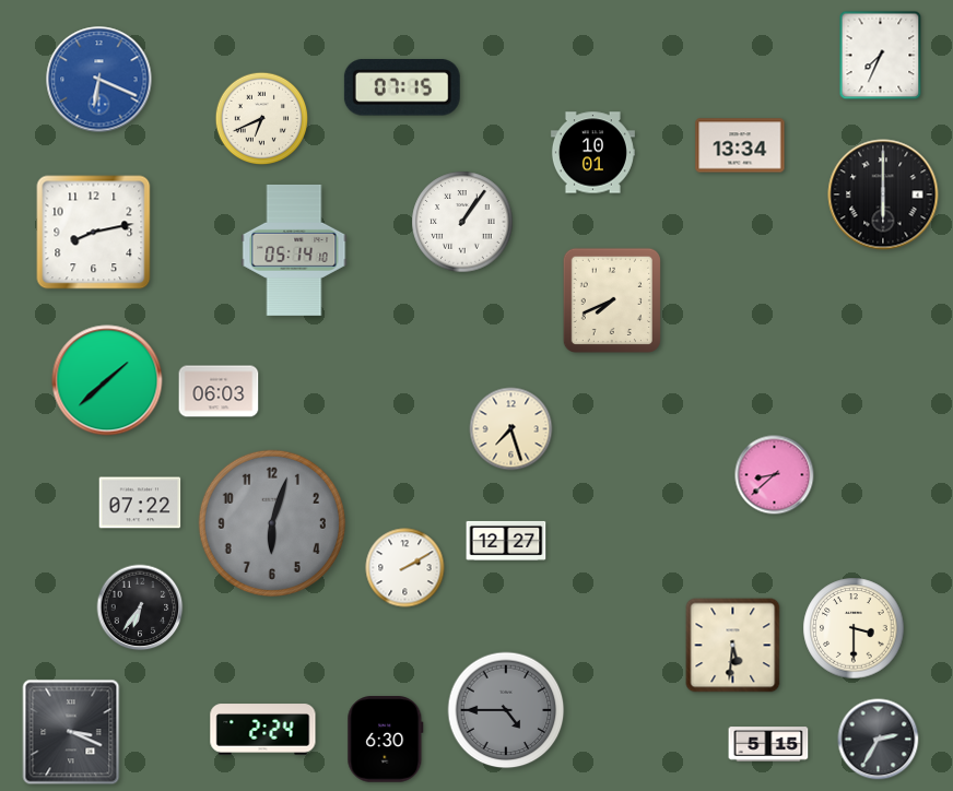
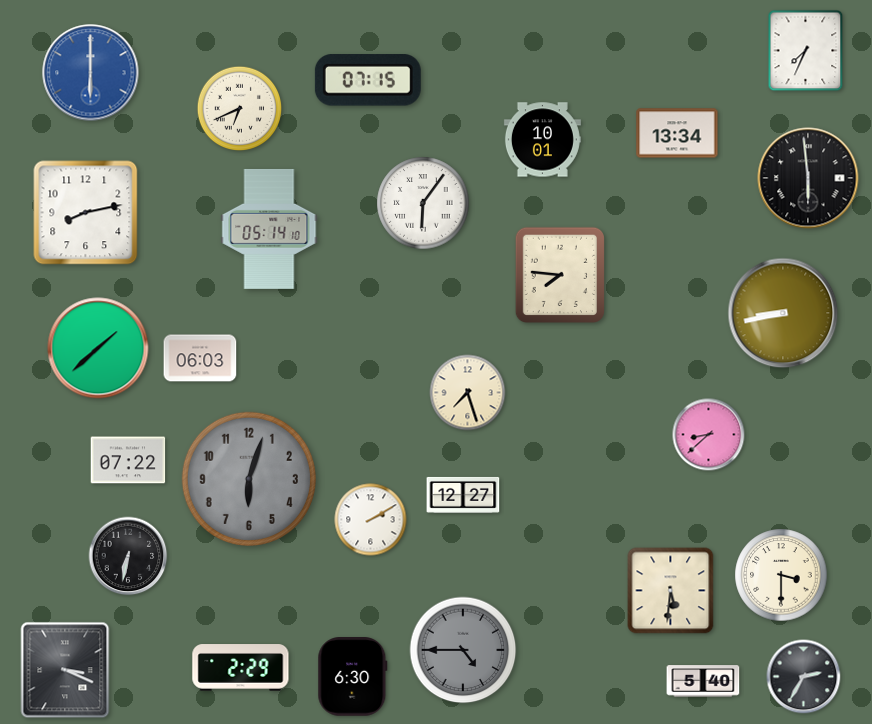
clock at (99, 80): 6:19 -> 6:00
clock at (883, 194): 6:00 -> 5:59
clock at (462, 222): 1:06 -> 6:06
clock at (611, 299): 7:41 -> 7:46
clock at (783, 313): none -> 8:43
clock at (140, 607): 6:36 -> 6:32
clock at (263, 730): 2:24 -> 2:29
clock at (768, 744): 5:15 -> 5:40
